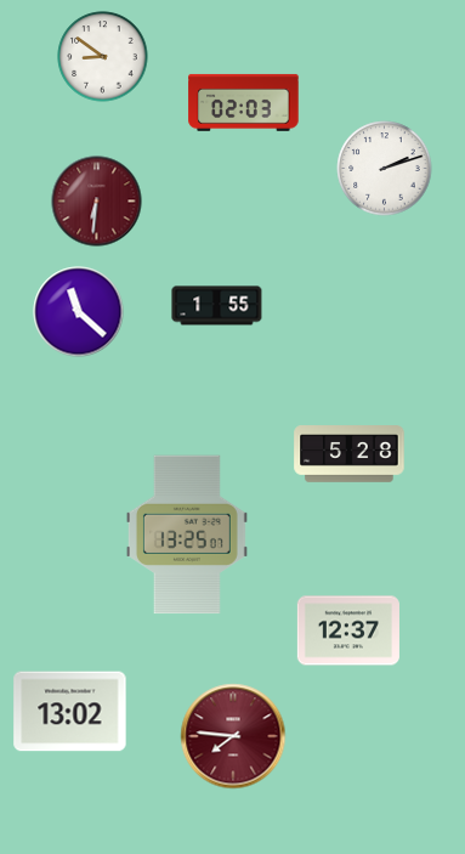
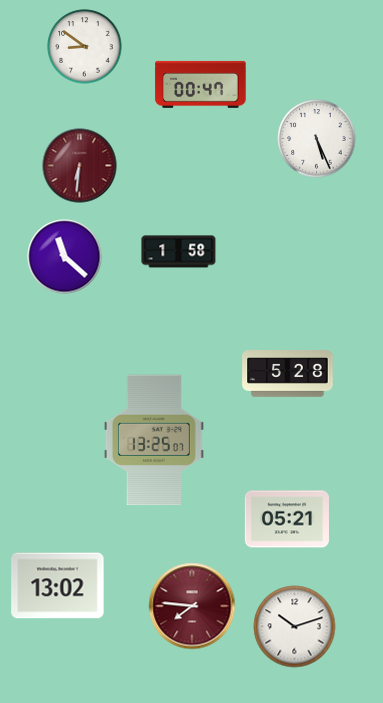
clock at (244, 102): 02:03 -> 00:47
clock at (385, 169): 2:12 -> 5:26
clock at (217, 306): 1:55 -> 1:58
clock at (348, 630): 12:37 -> 05:21
clock at (295, 627): none -> 10:12
